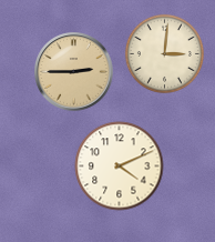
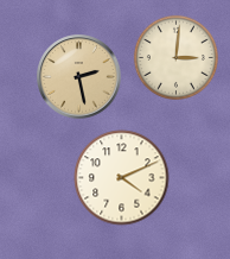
clock at (74, 72): 2:45 -> 2:28
clock at (120, 167) position: (120, 167) -> (122, 178)
